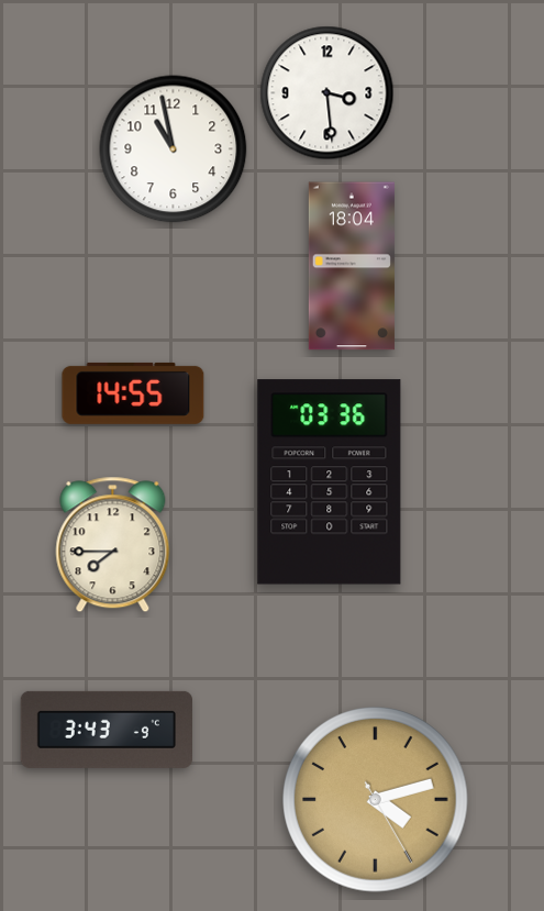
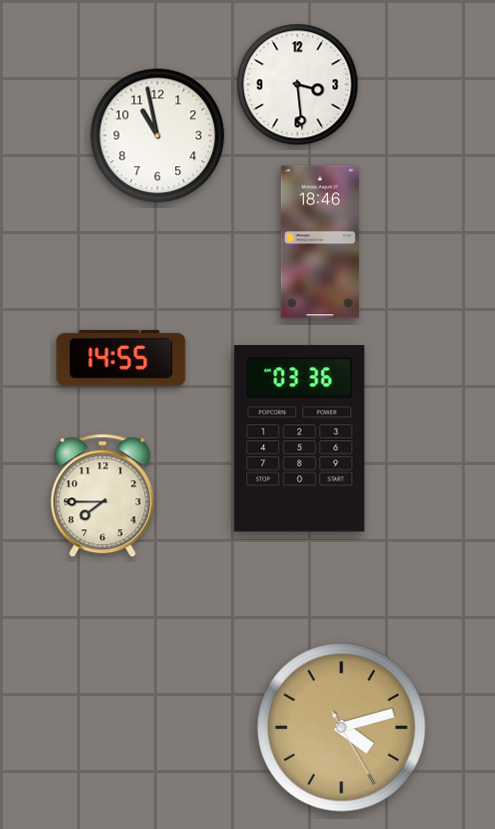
clock at (352, 266): 18:04 -> 18:46
clock at (106, 730): 3:43 -> none
